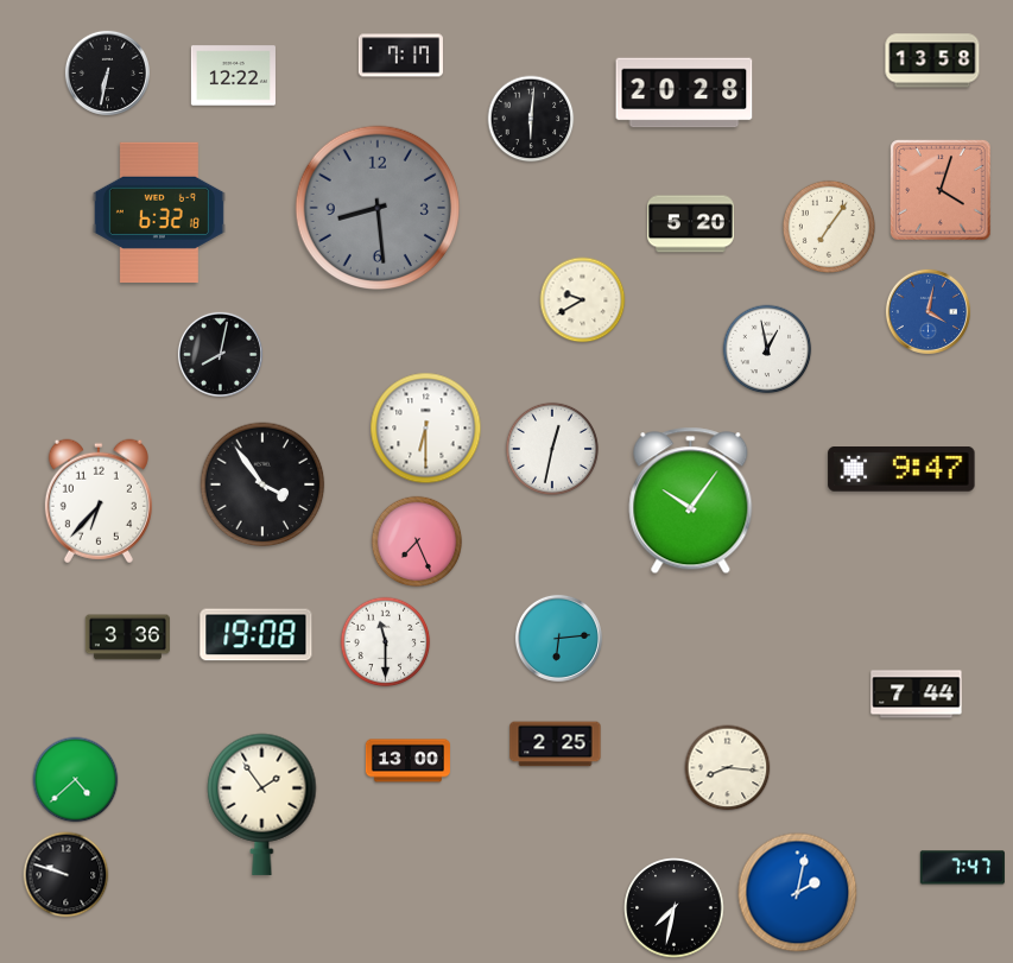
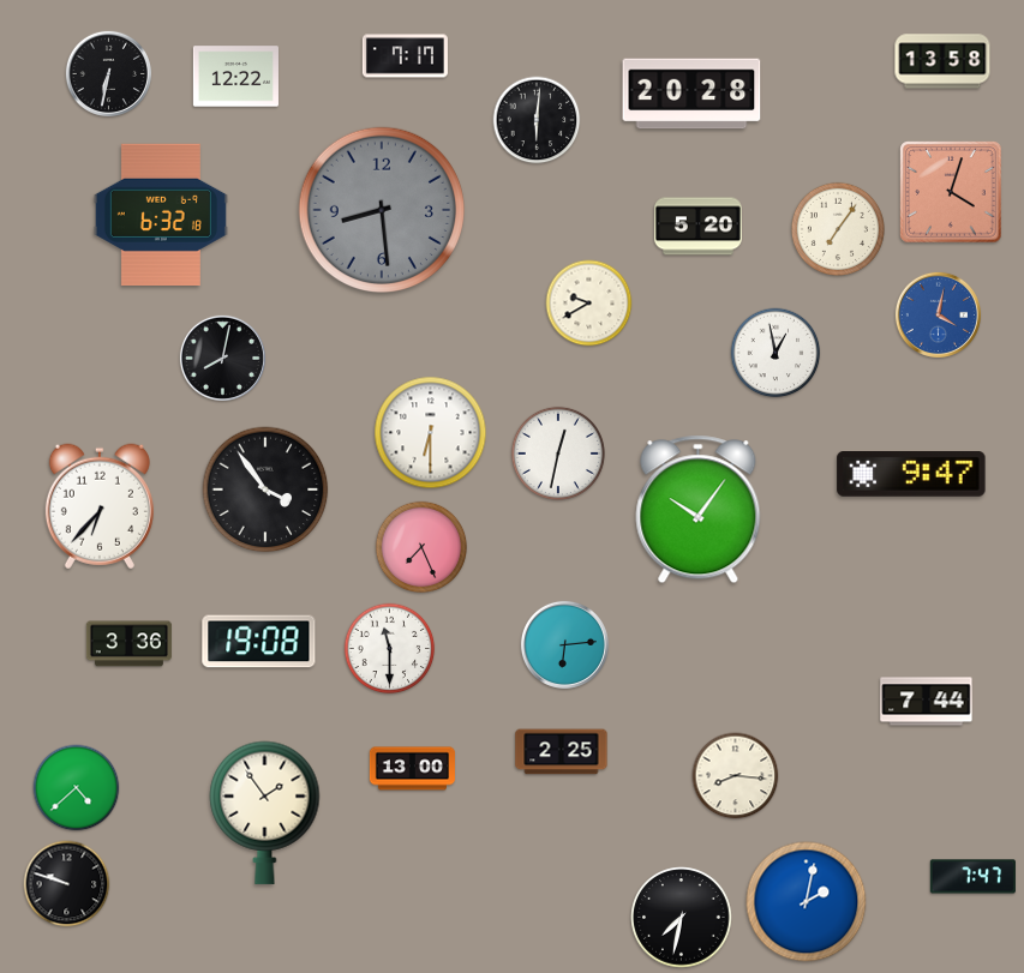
clock at (691, 501) position: (691, 501) -> (699, 510)
